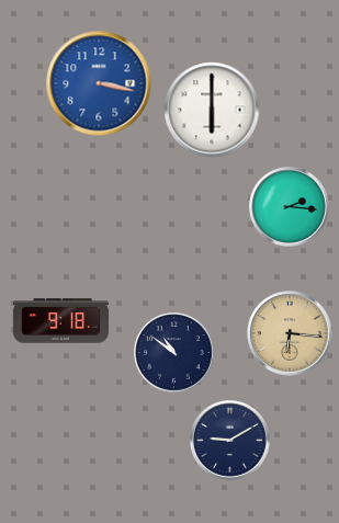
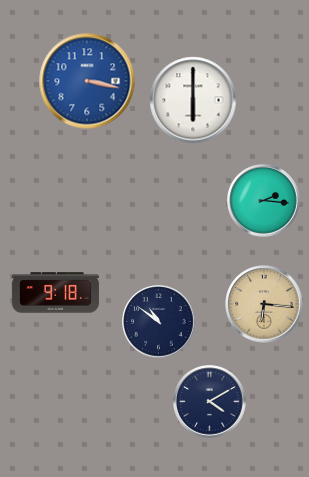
clock at (99, 83) position: (99, 83) -> (87, 81)
clock at (290, 207) position: (290, 207) -> (264, 201)
clock at (230, 441): 9:10 -> 4:10
